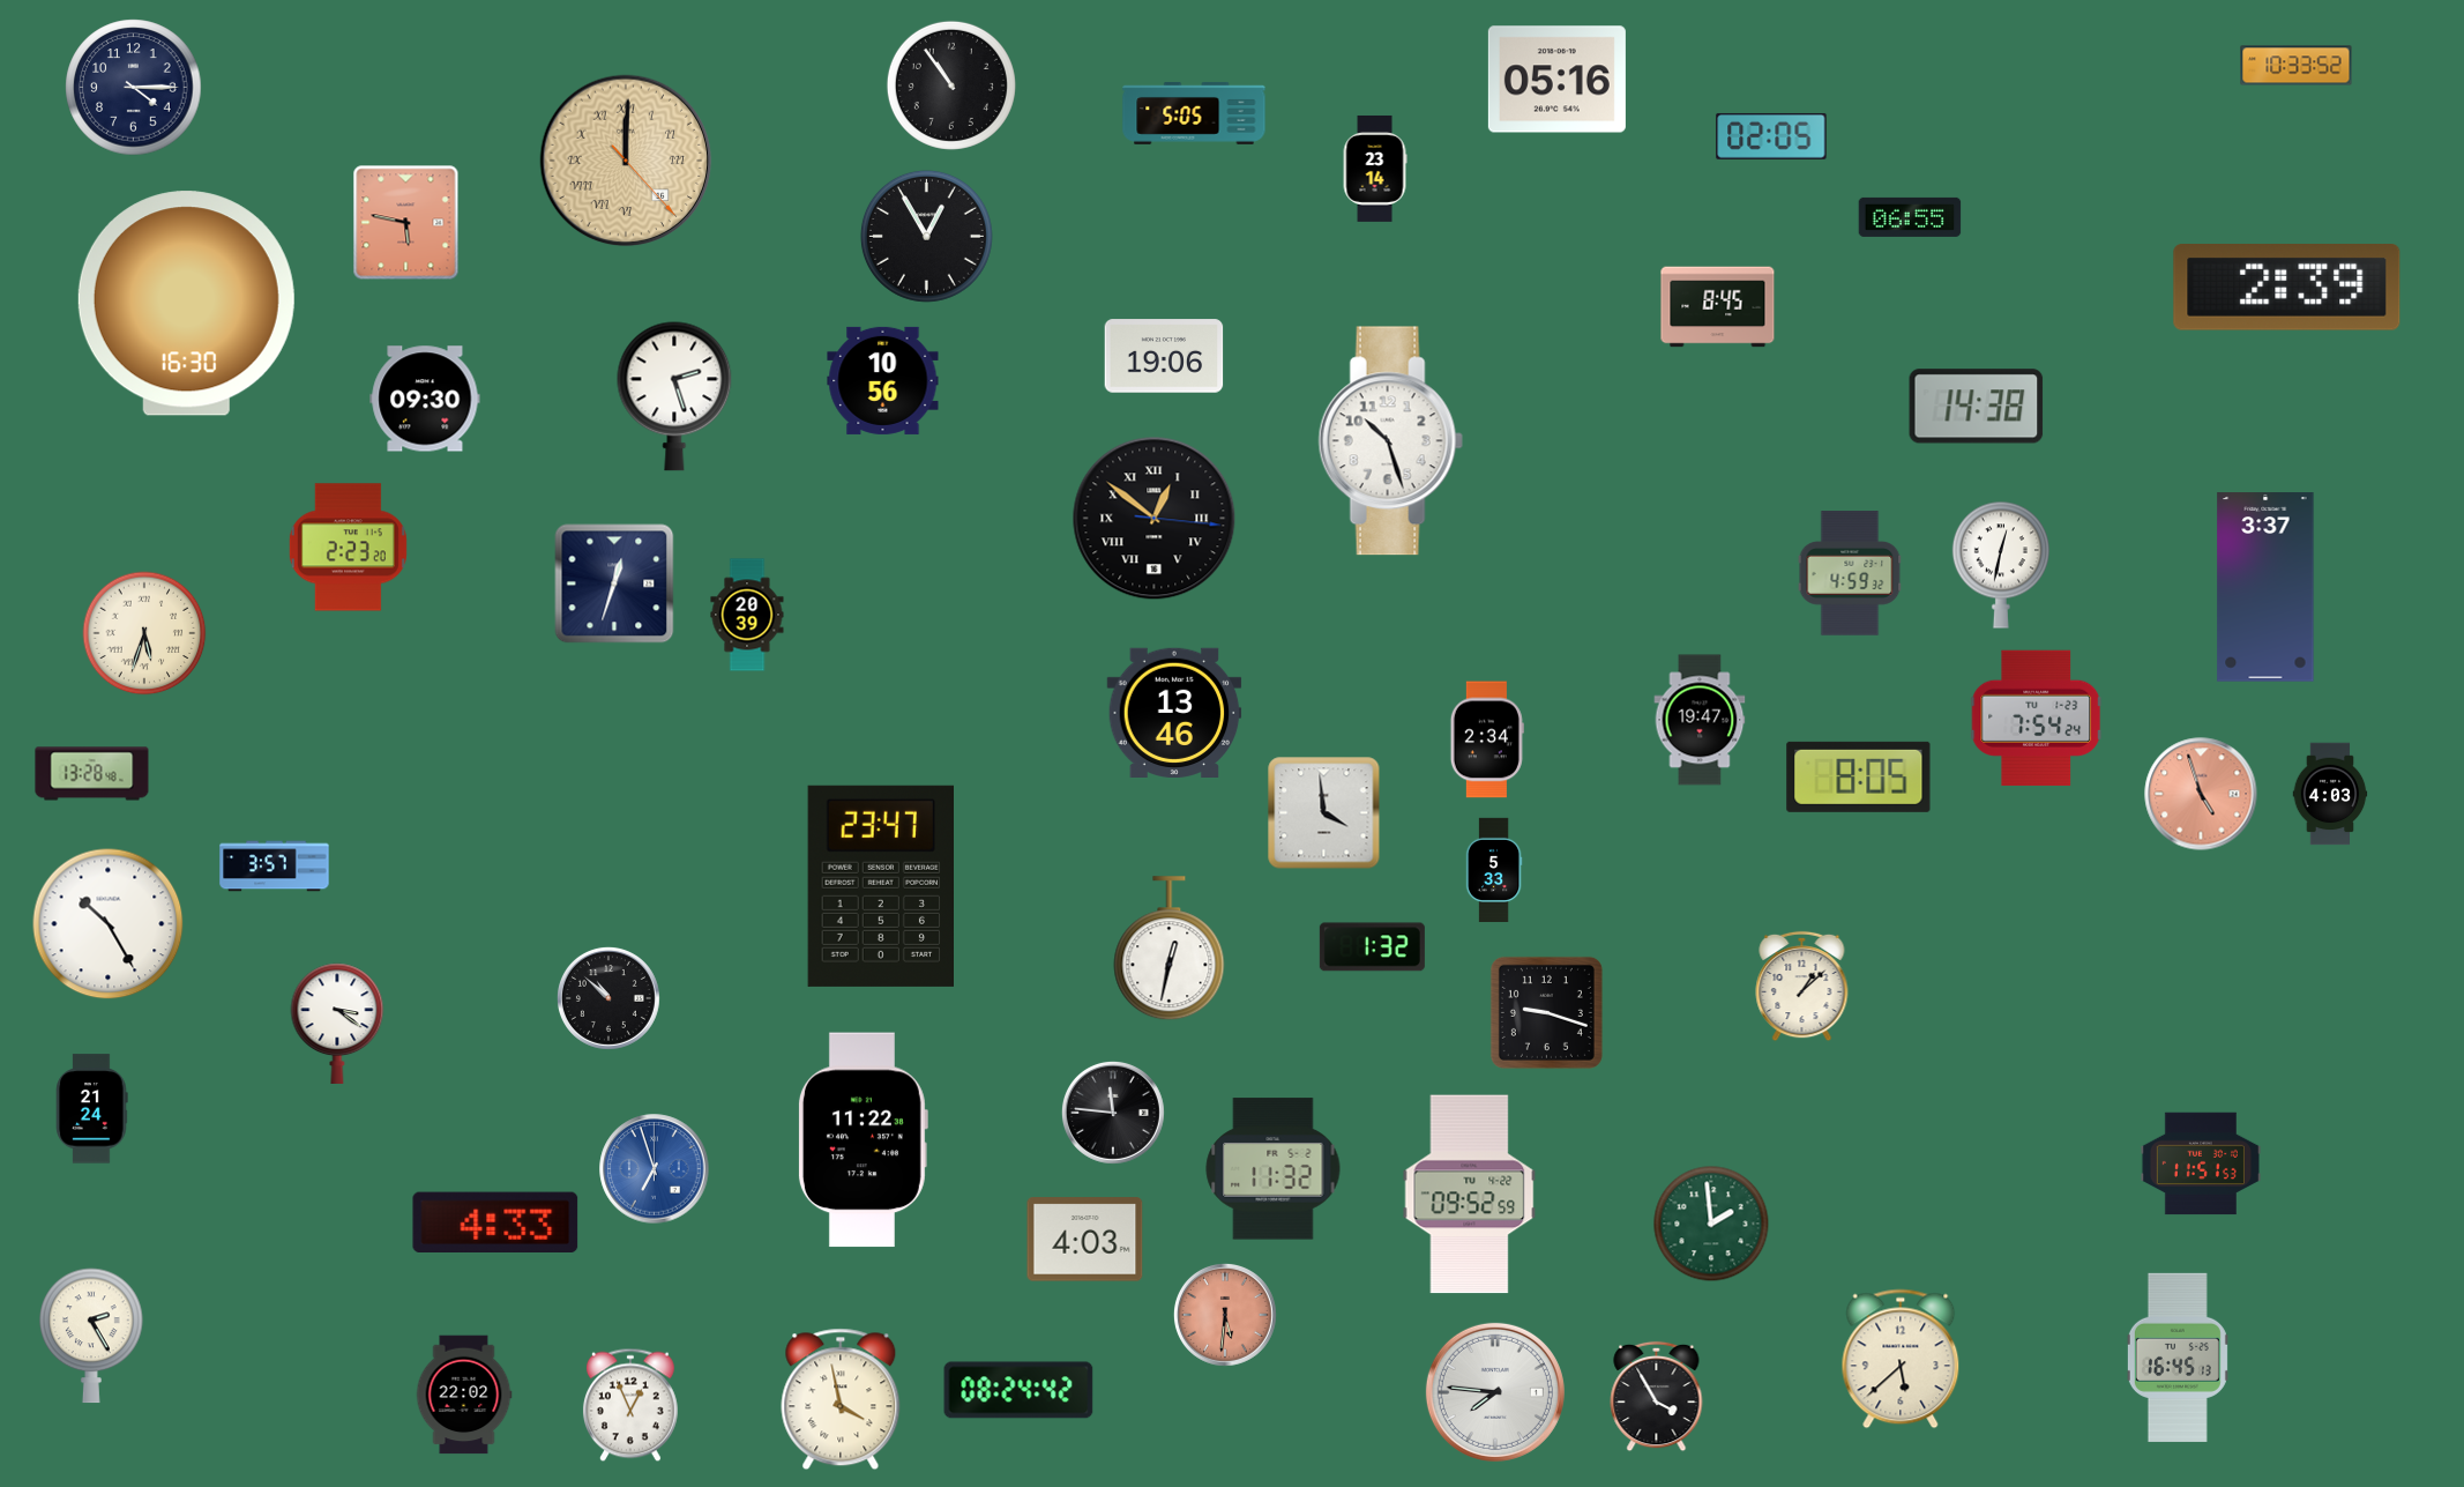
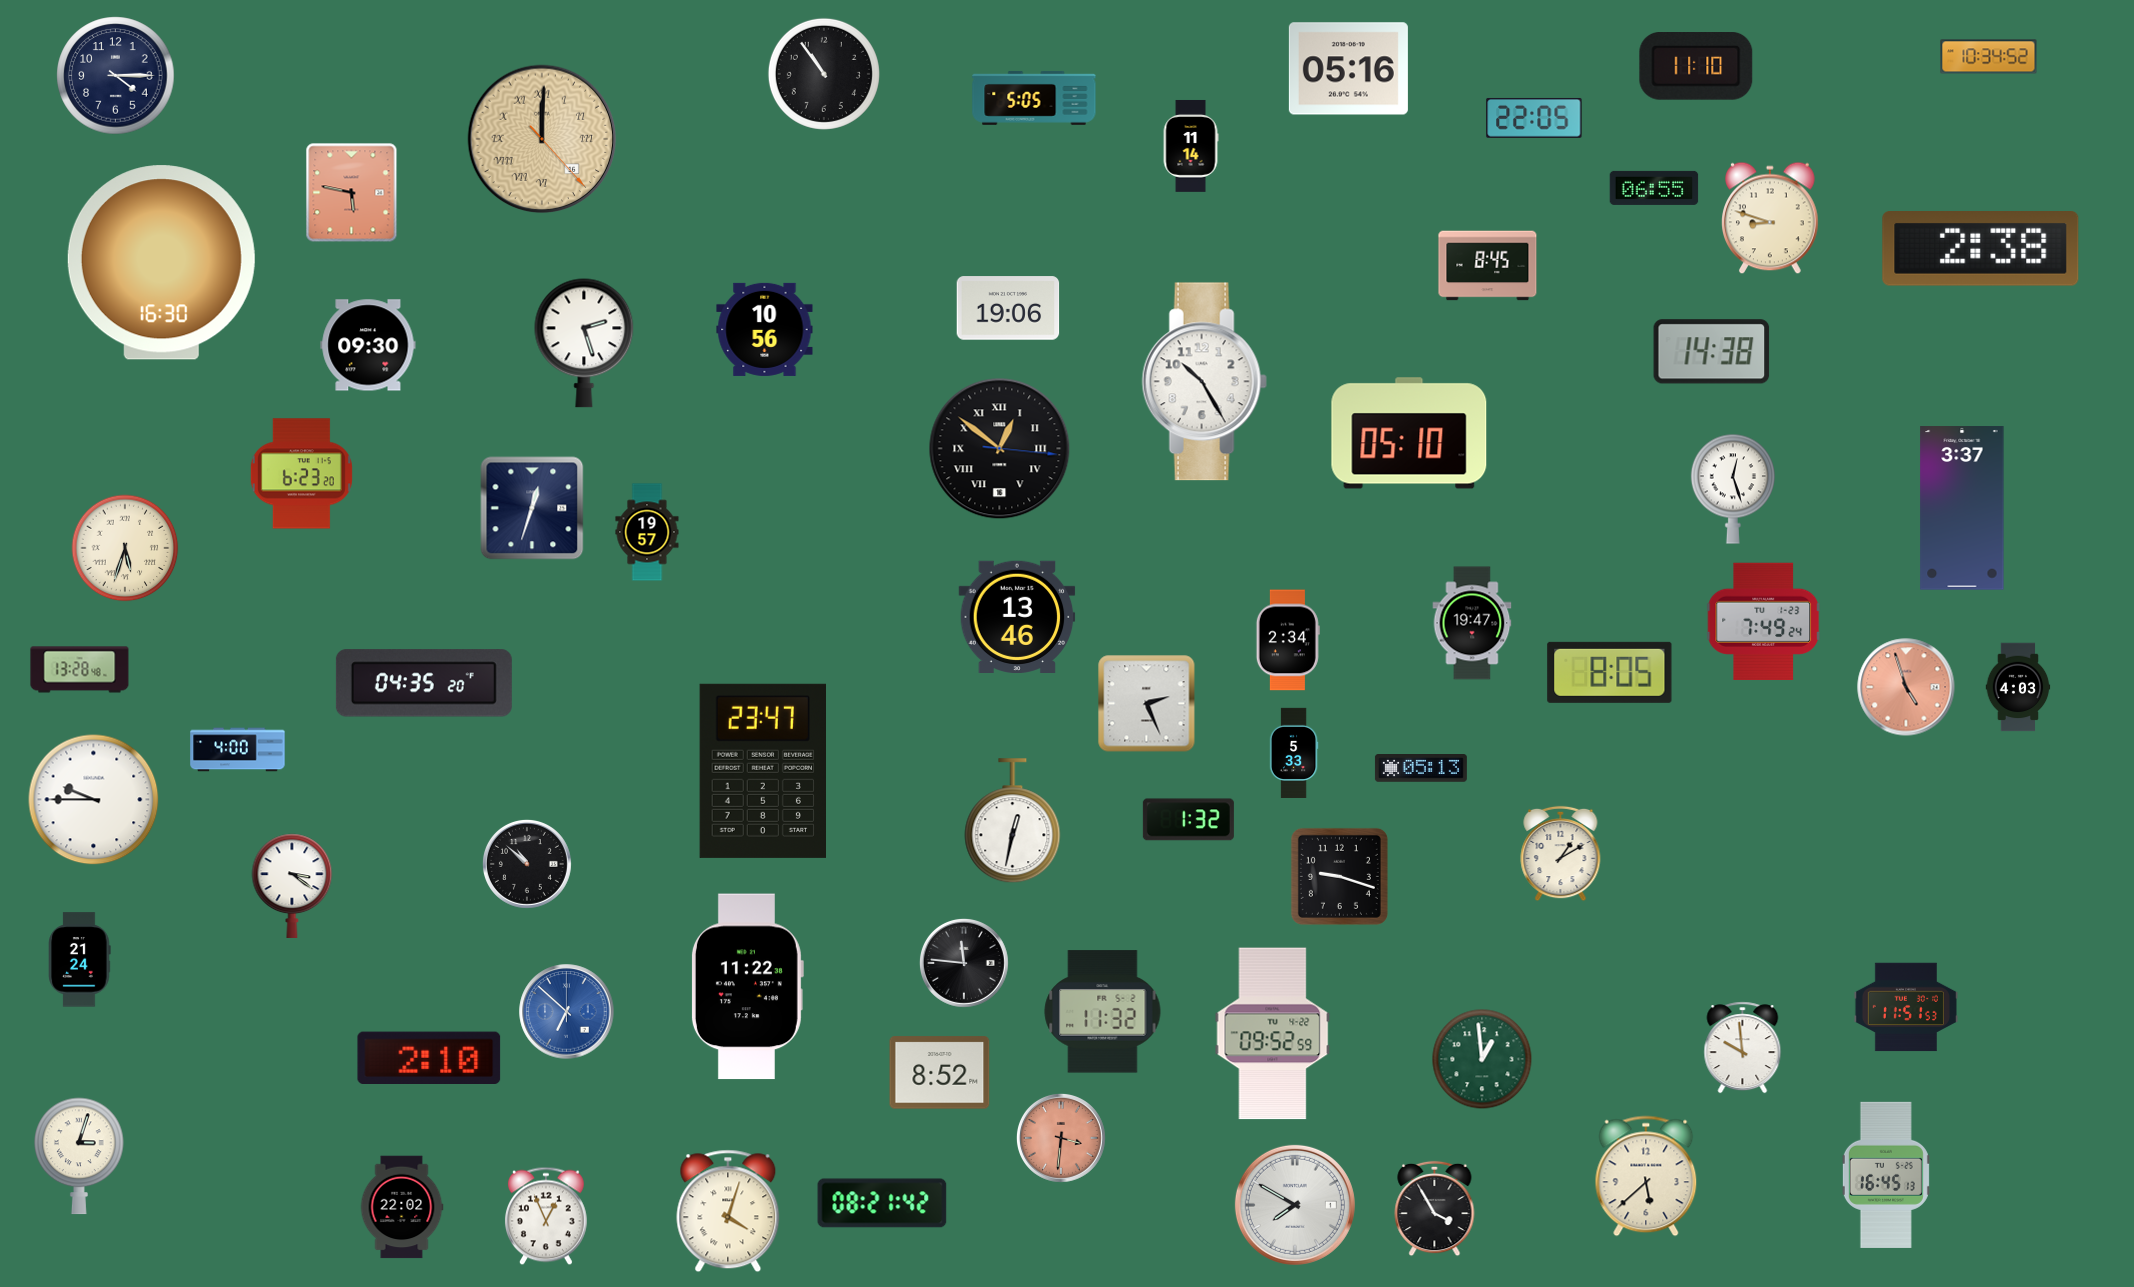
clock at (2297, 66): 10:33 -> 10:34
clock at (1696, 67): none -> 11:10
clock at (1771, 136): 02:05 -> 22:05
clock at (1375, 169): 23:14 -> 11:14
clock at (926, 236): 12:55 -> none
clock at (1771, 218): none -> 8:48
clock at (2287, 288): 2:39 -> 2:38
clock at (1390, 441): 10:27 -> 10:25
clock at (1409, 433): none -> 05:10
clock at (348, 548): 2:23 -> 6:23
clock at (2001, 565): 12:32 -> 12:27
clock at (1850, 573): 4:59 -> none
clock at (614, 583) position: (614, 583) -> (532, 508)
clock at (747, 615): 20:39 -> 19:57
clock at (2037, 718): 7:54 -> 7:49
clock at (424, 683): none -> 04:35
clock at (1324, 813): 3:59 -> 2:26
clock at (275, 867): 3:57 -> 4:00
clock at (880, 886) position: (880, 886) -> (762, 771)
clock at (1421, 769): none -> 05:13
clock at (109, 924): 10:25 -> 9:45
clock at (1802, 987): 1:08 -> 1:10
clock at (655, 1169): 6:57 -> 6:52
clock at (1743, 1048): none -> 9:59
clock at (495, 1221): 4:33 -> 2:10
clock at (1711, 1224): 1:59 -> 12:59
clock at (1085, 1240): 4:03 -> 8:52
clock at (1225, 1315): 5:31 -> 3:31
clock at (92, 1336): 2:25 -> 3:03
clock at (1018, 1390): 08:24 -> 08:21
clock at (1495, 1392): 7:46 -> 7:50
clock at (841, 1399): 3:58 -> 4:03
